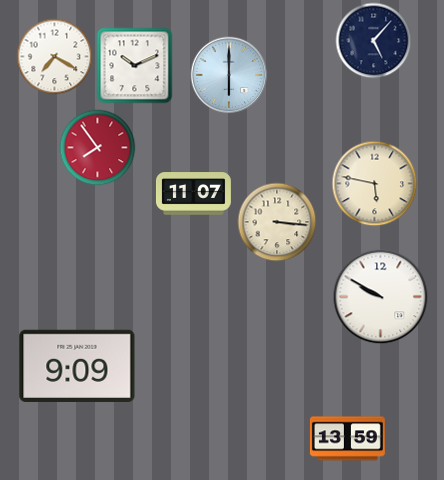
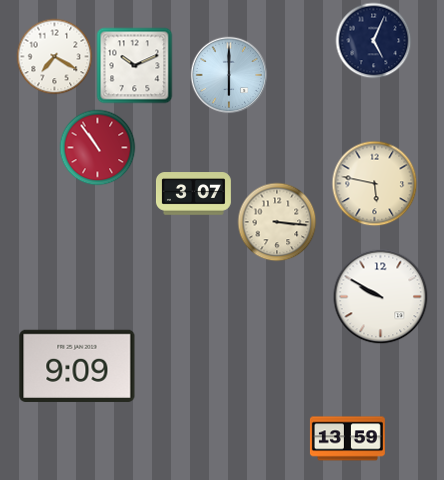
clock at (374, 41): 5:07 -> 5:04
clock at (98, 148): 7:54 -> 10:54
clock at (193, 194): 11:07 -> 3:07
